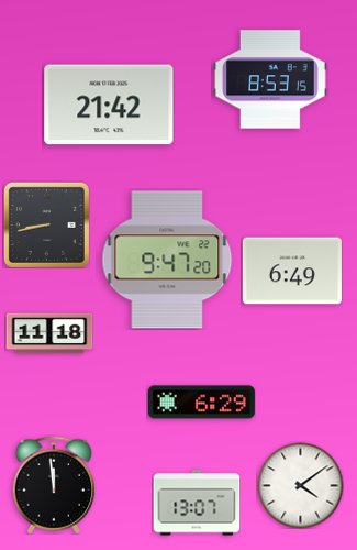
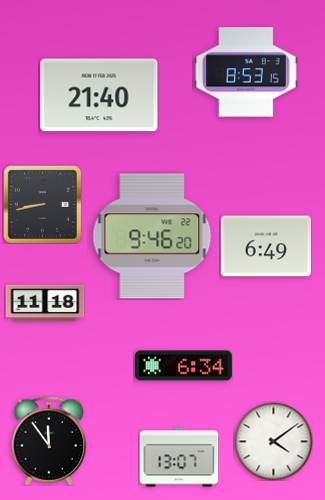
clock at (109, 105): 21:42 -> 21:40
clock at (167, 260): 9:47 -> 9:46
clock at (201, 403): 6:29 -> 6:34
clock at (54, 485): 11:59 -> 11:54
